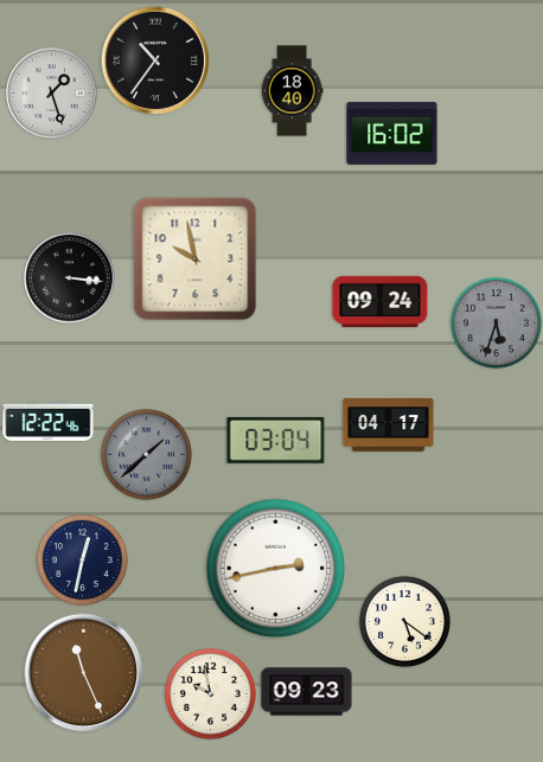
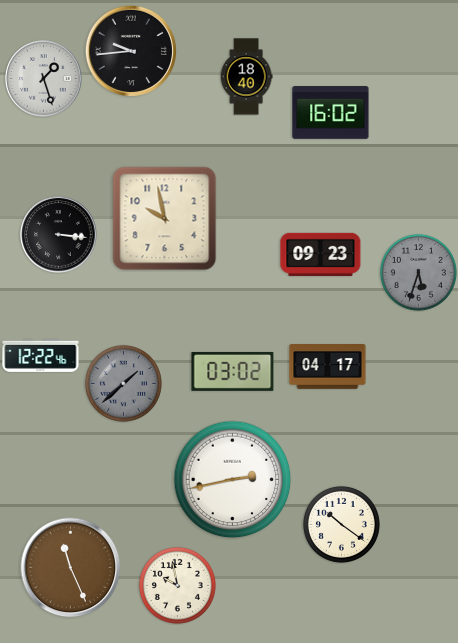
clock at (154, 59): 10:36 -> 9:44
clock at (381, 301): 09:24 -> 09:23
clock at (389, 425) position: (389, 425) -> (328, 367)
clock at (276, 440): 03:04 -> 03:02
clock at (82, 559): 12:32 -> none
clock at (404, 621): 5:21 -> 10:21
clock at (307, 692): 09:23 -> none
